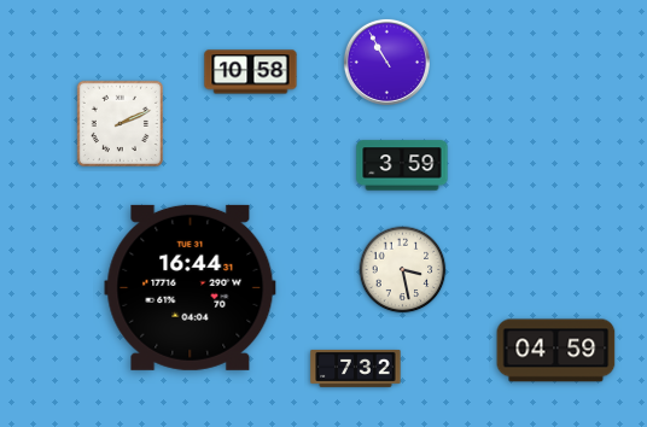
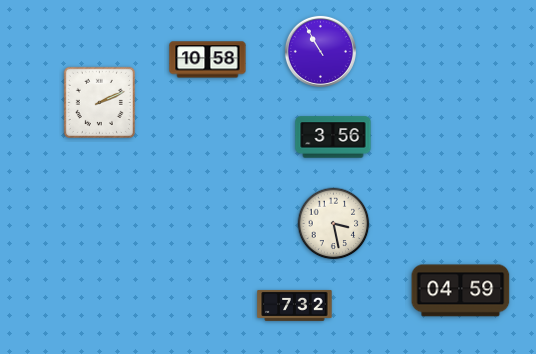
clock at (402, 165): 3:59 -> 3:56
clock at (191, 287): 16:44 -> none
